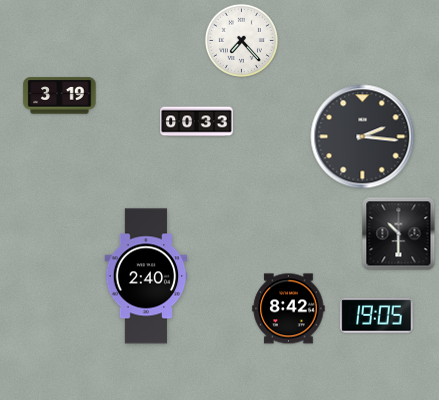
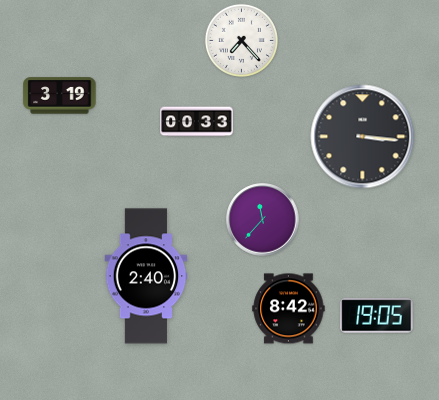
clock at (363, 137): 2:16 -> 3:16
clock at (263, 220): none -> 11:37
clock at (399, 234): 10:30 -> none
